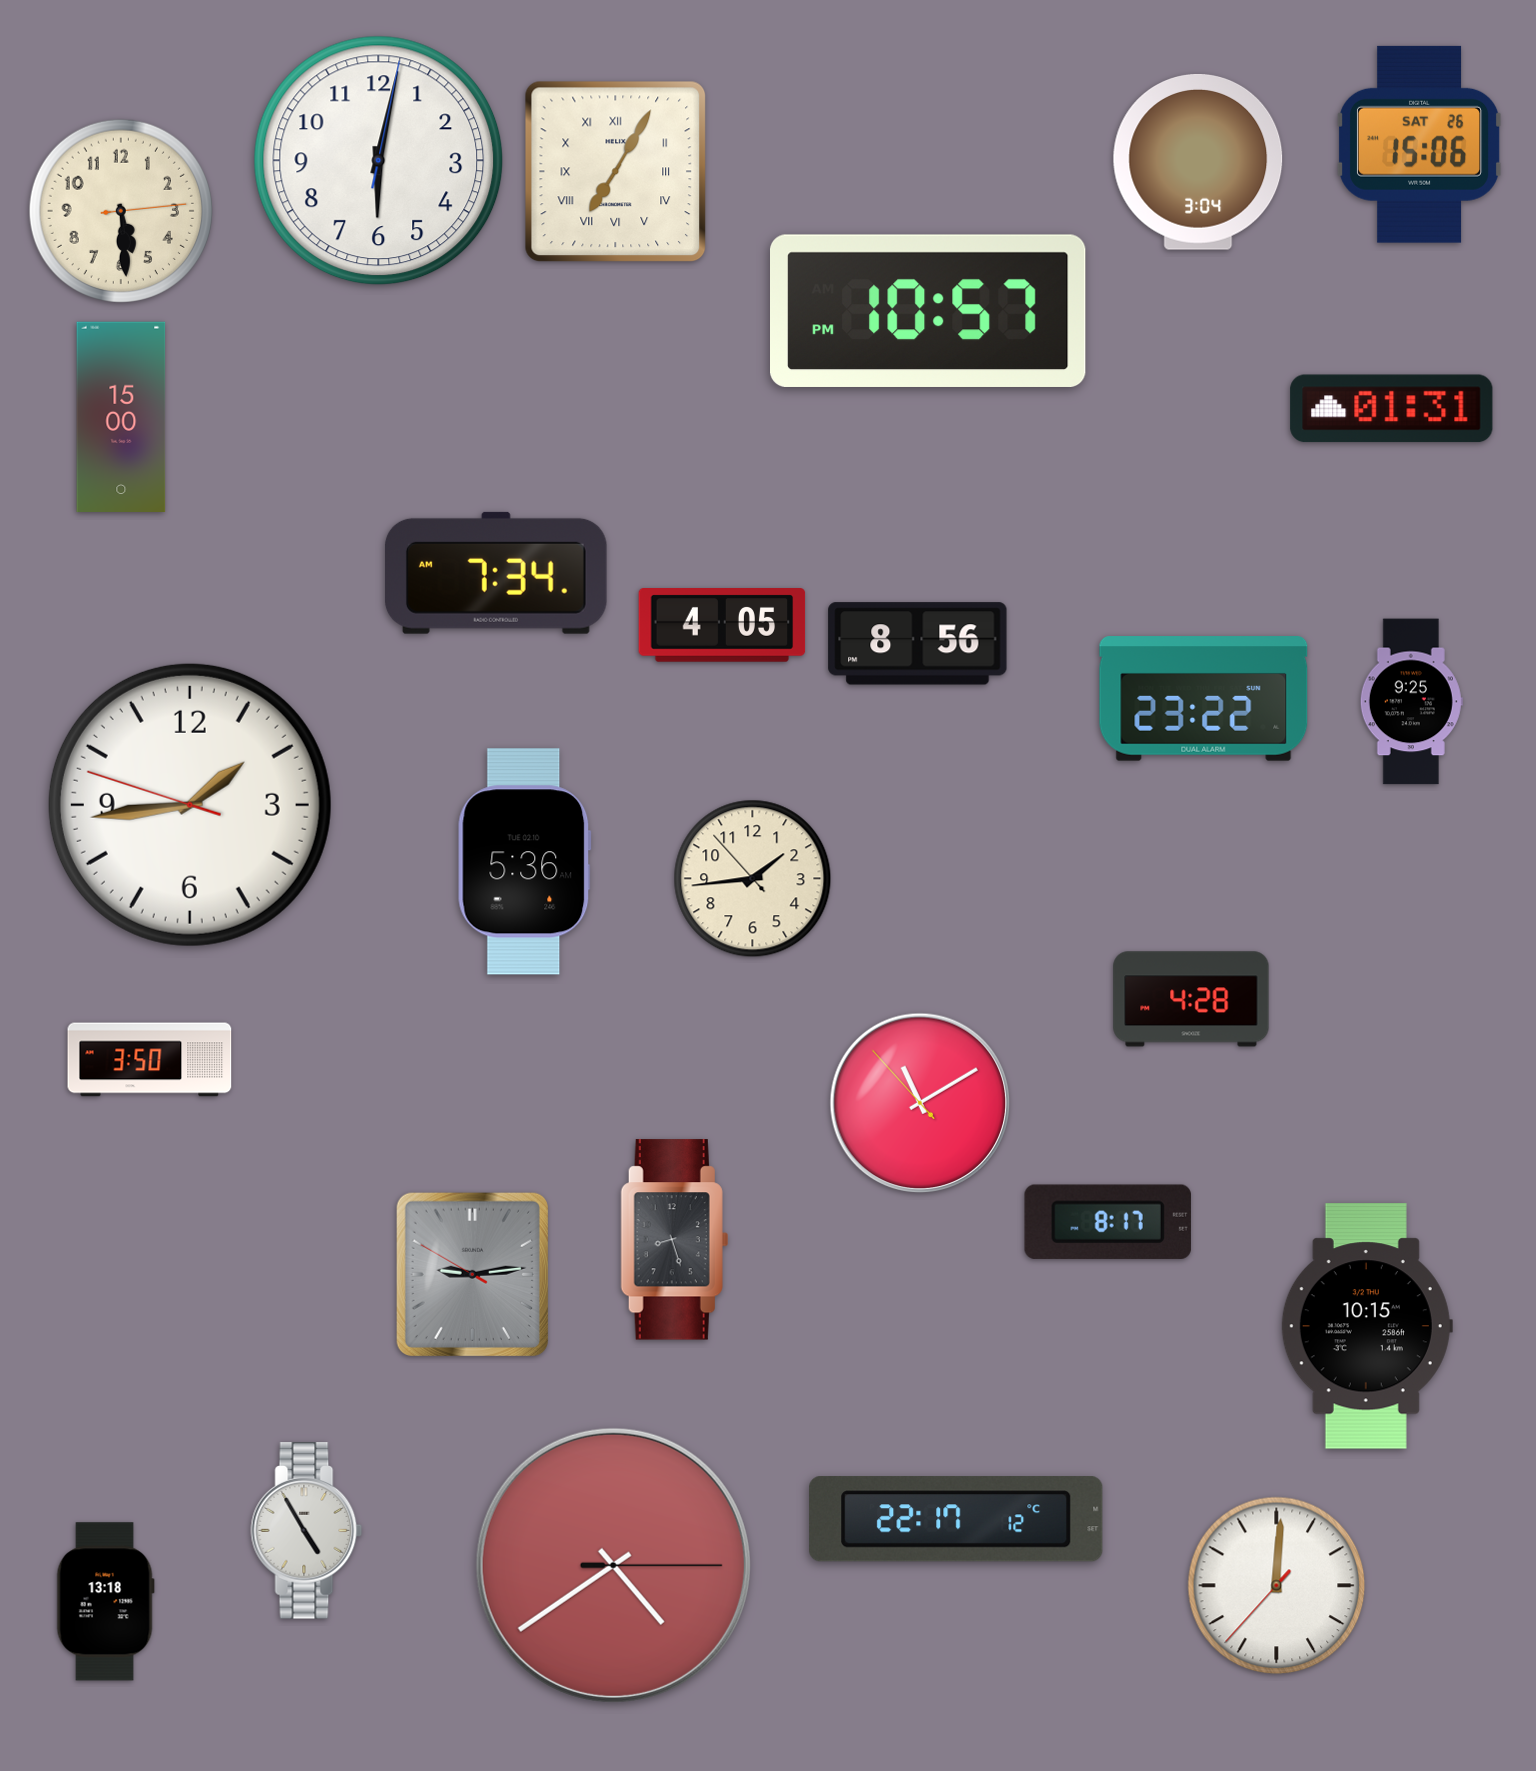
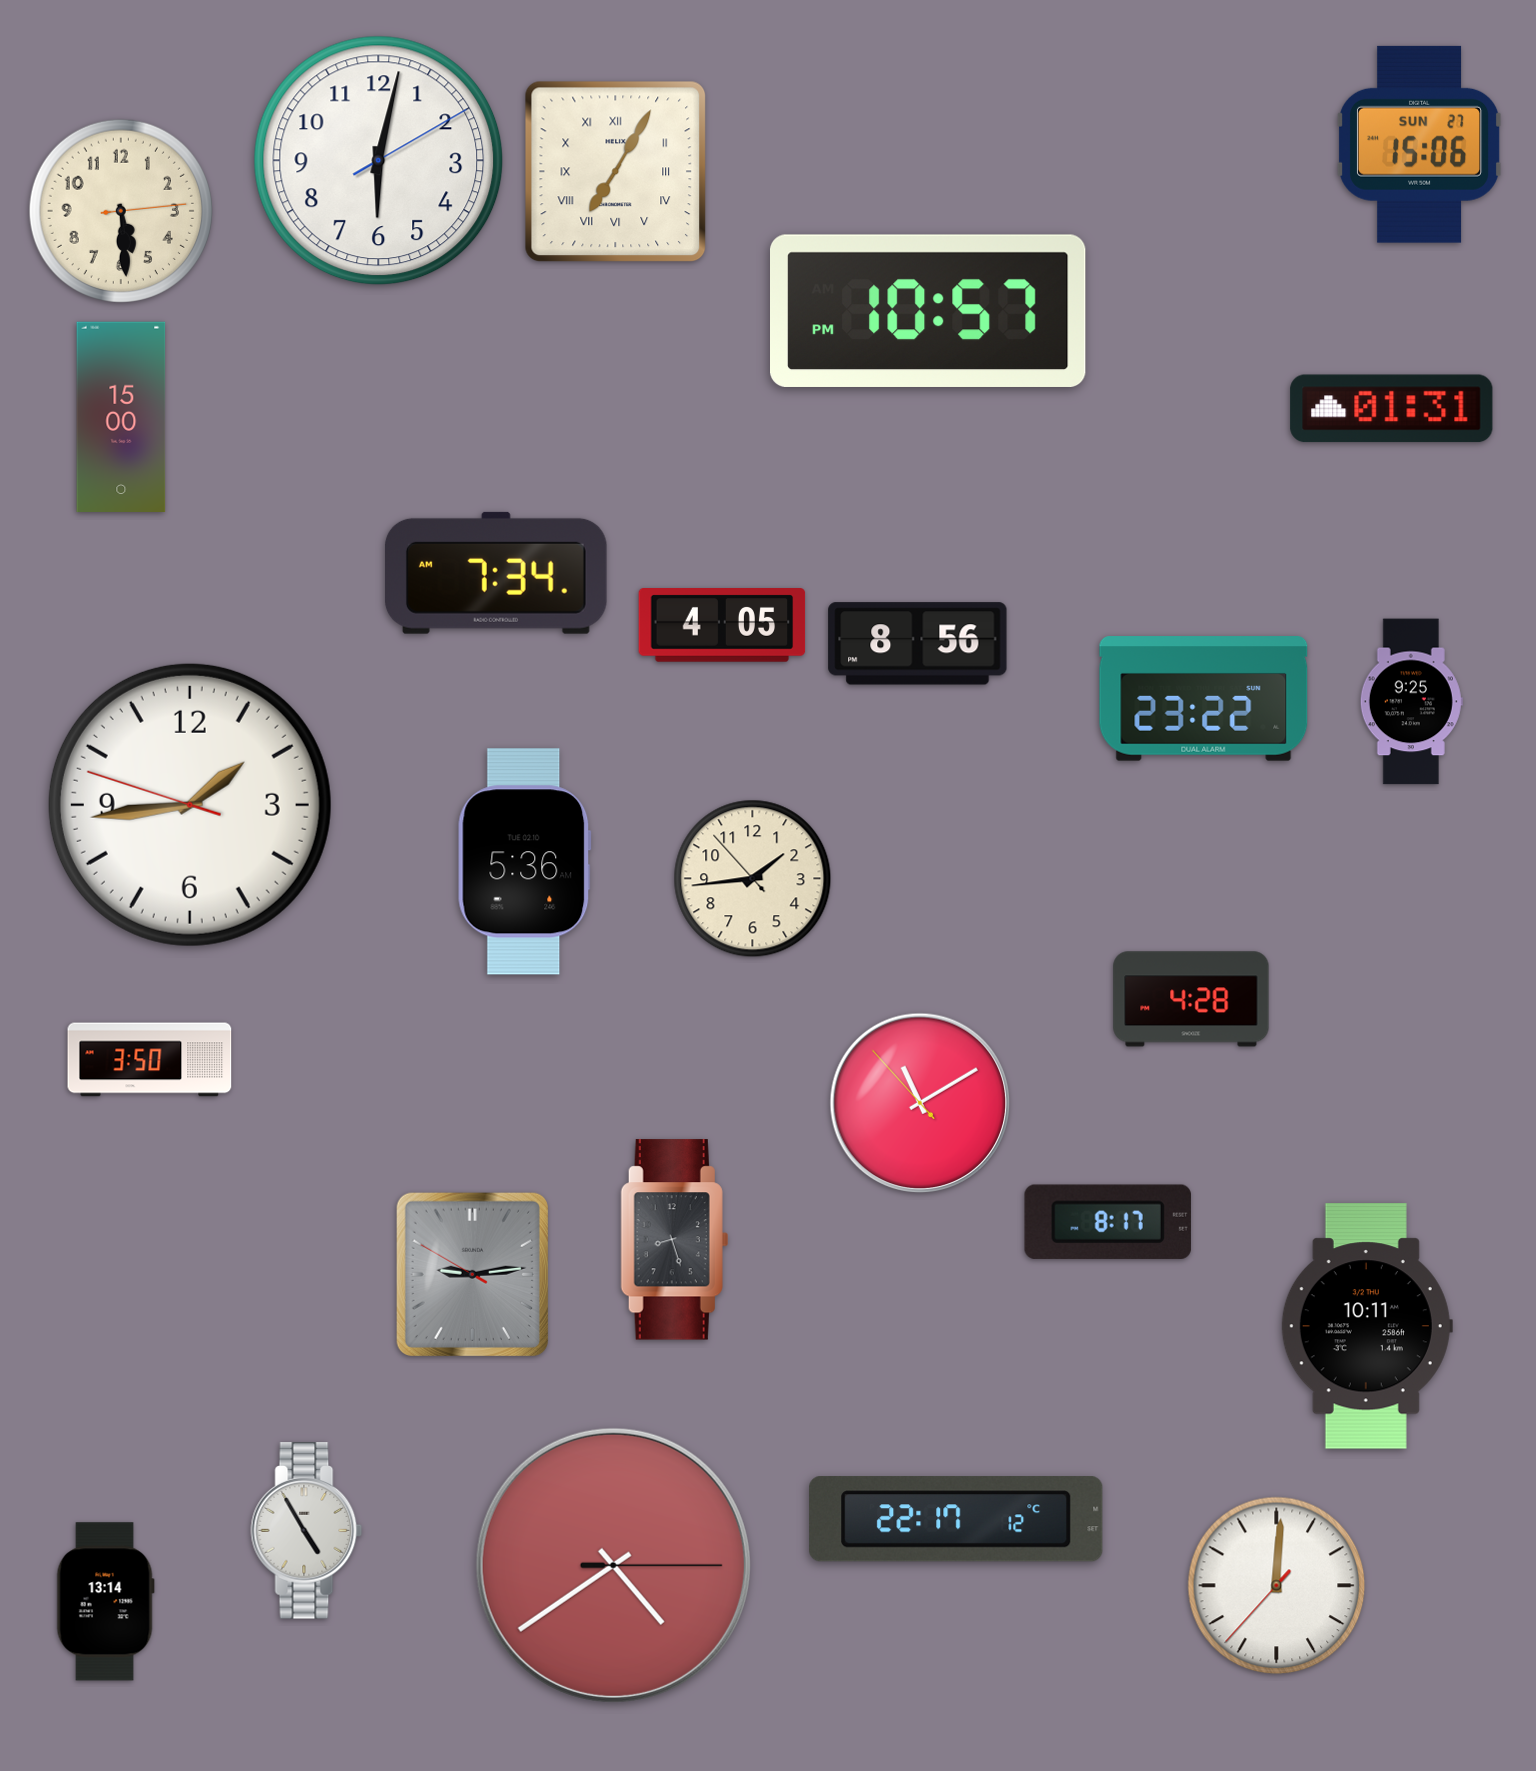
clock at (1419, 144) date: SAT 26 -> SUN 27
clock at (379, 161): 6:02:02 -> 6:02:10
clock at (1198, 162): 3:04 -> none
clock at (1367, 1326): 10:15 -> 10:11
clock at (105, 1602): 13:18 -> 13:14
